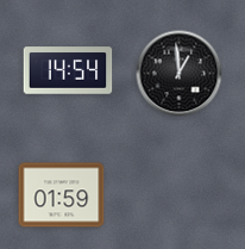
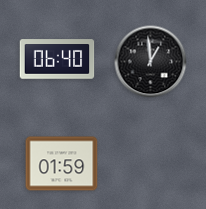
clock at (68, 70): 14:54 -> 06:40
clock at (62, 195) position: (62, 195) -> (62, 164)
